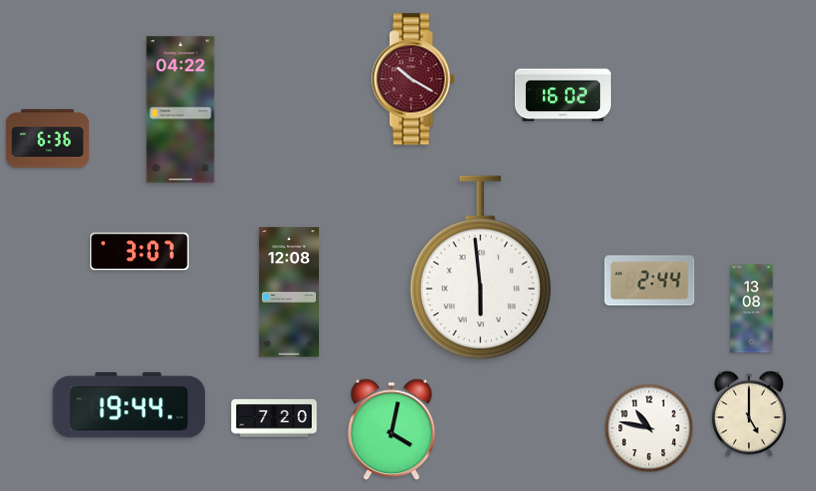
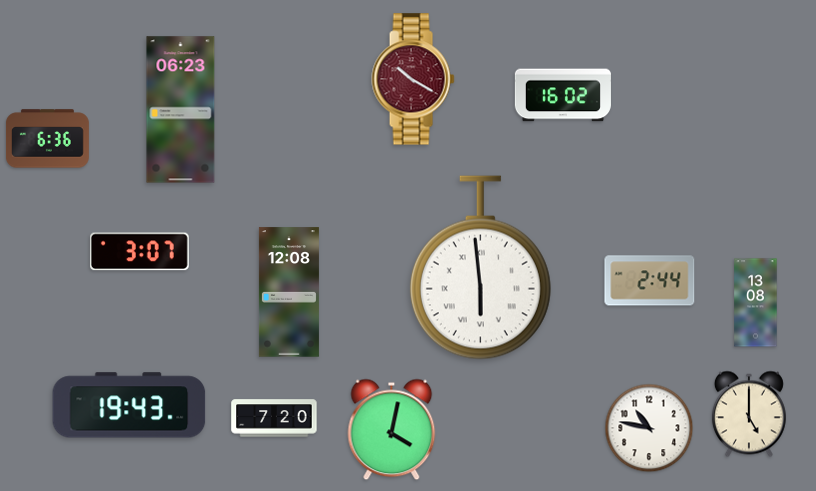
clock at (181, 110): 04:22 -> 06:23
clock at (752, 309) position: (752, 309) -> (756, 303)
clock at (129, 405): 19:44 -> 19:43
